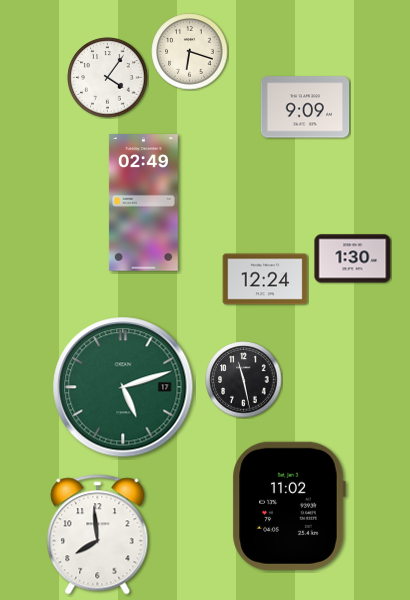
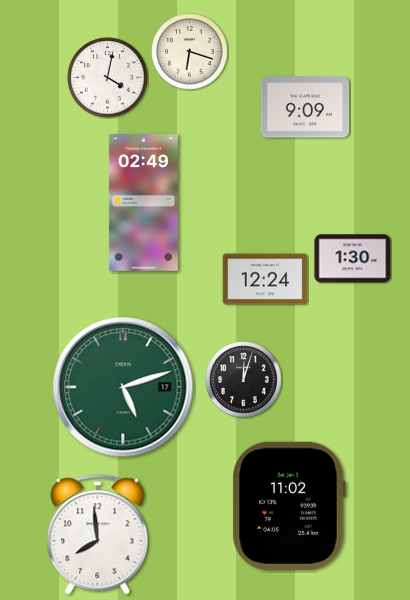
clock at (108, 78): 4:06 -> 4:02
clock at (244, 380): 11:28 -> 12:03
